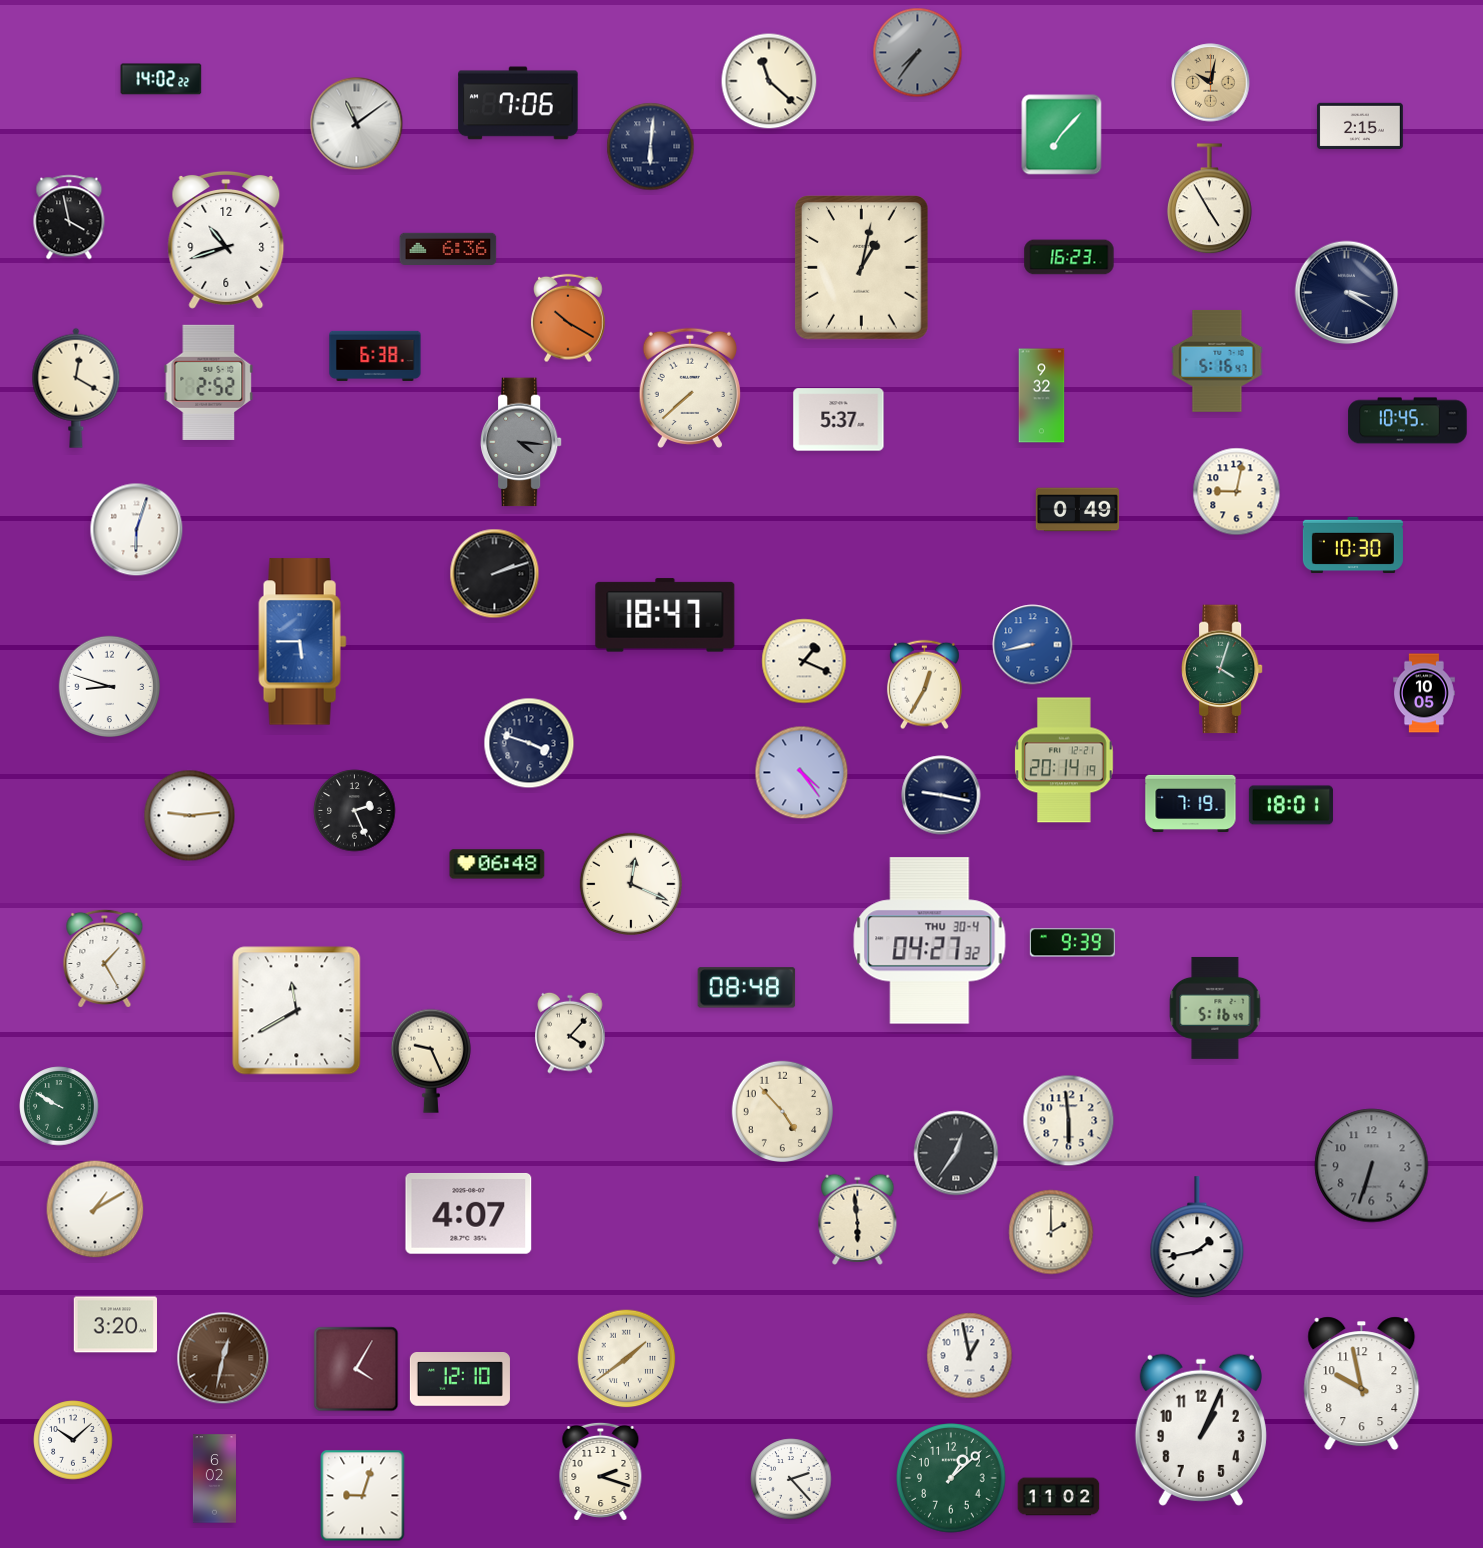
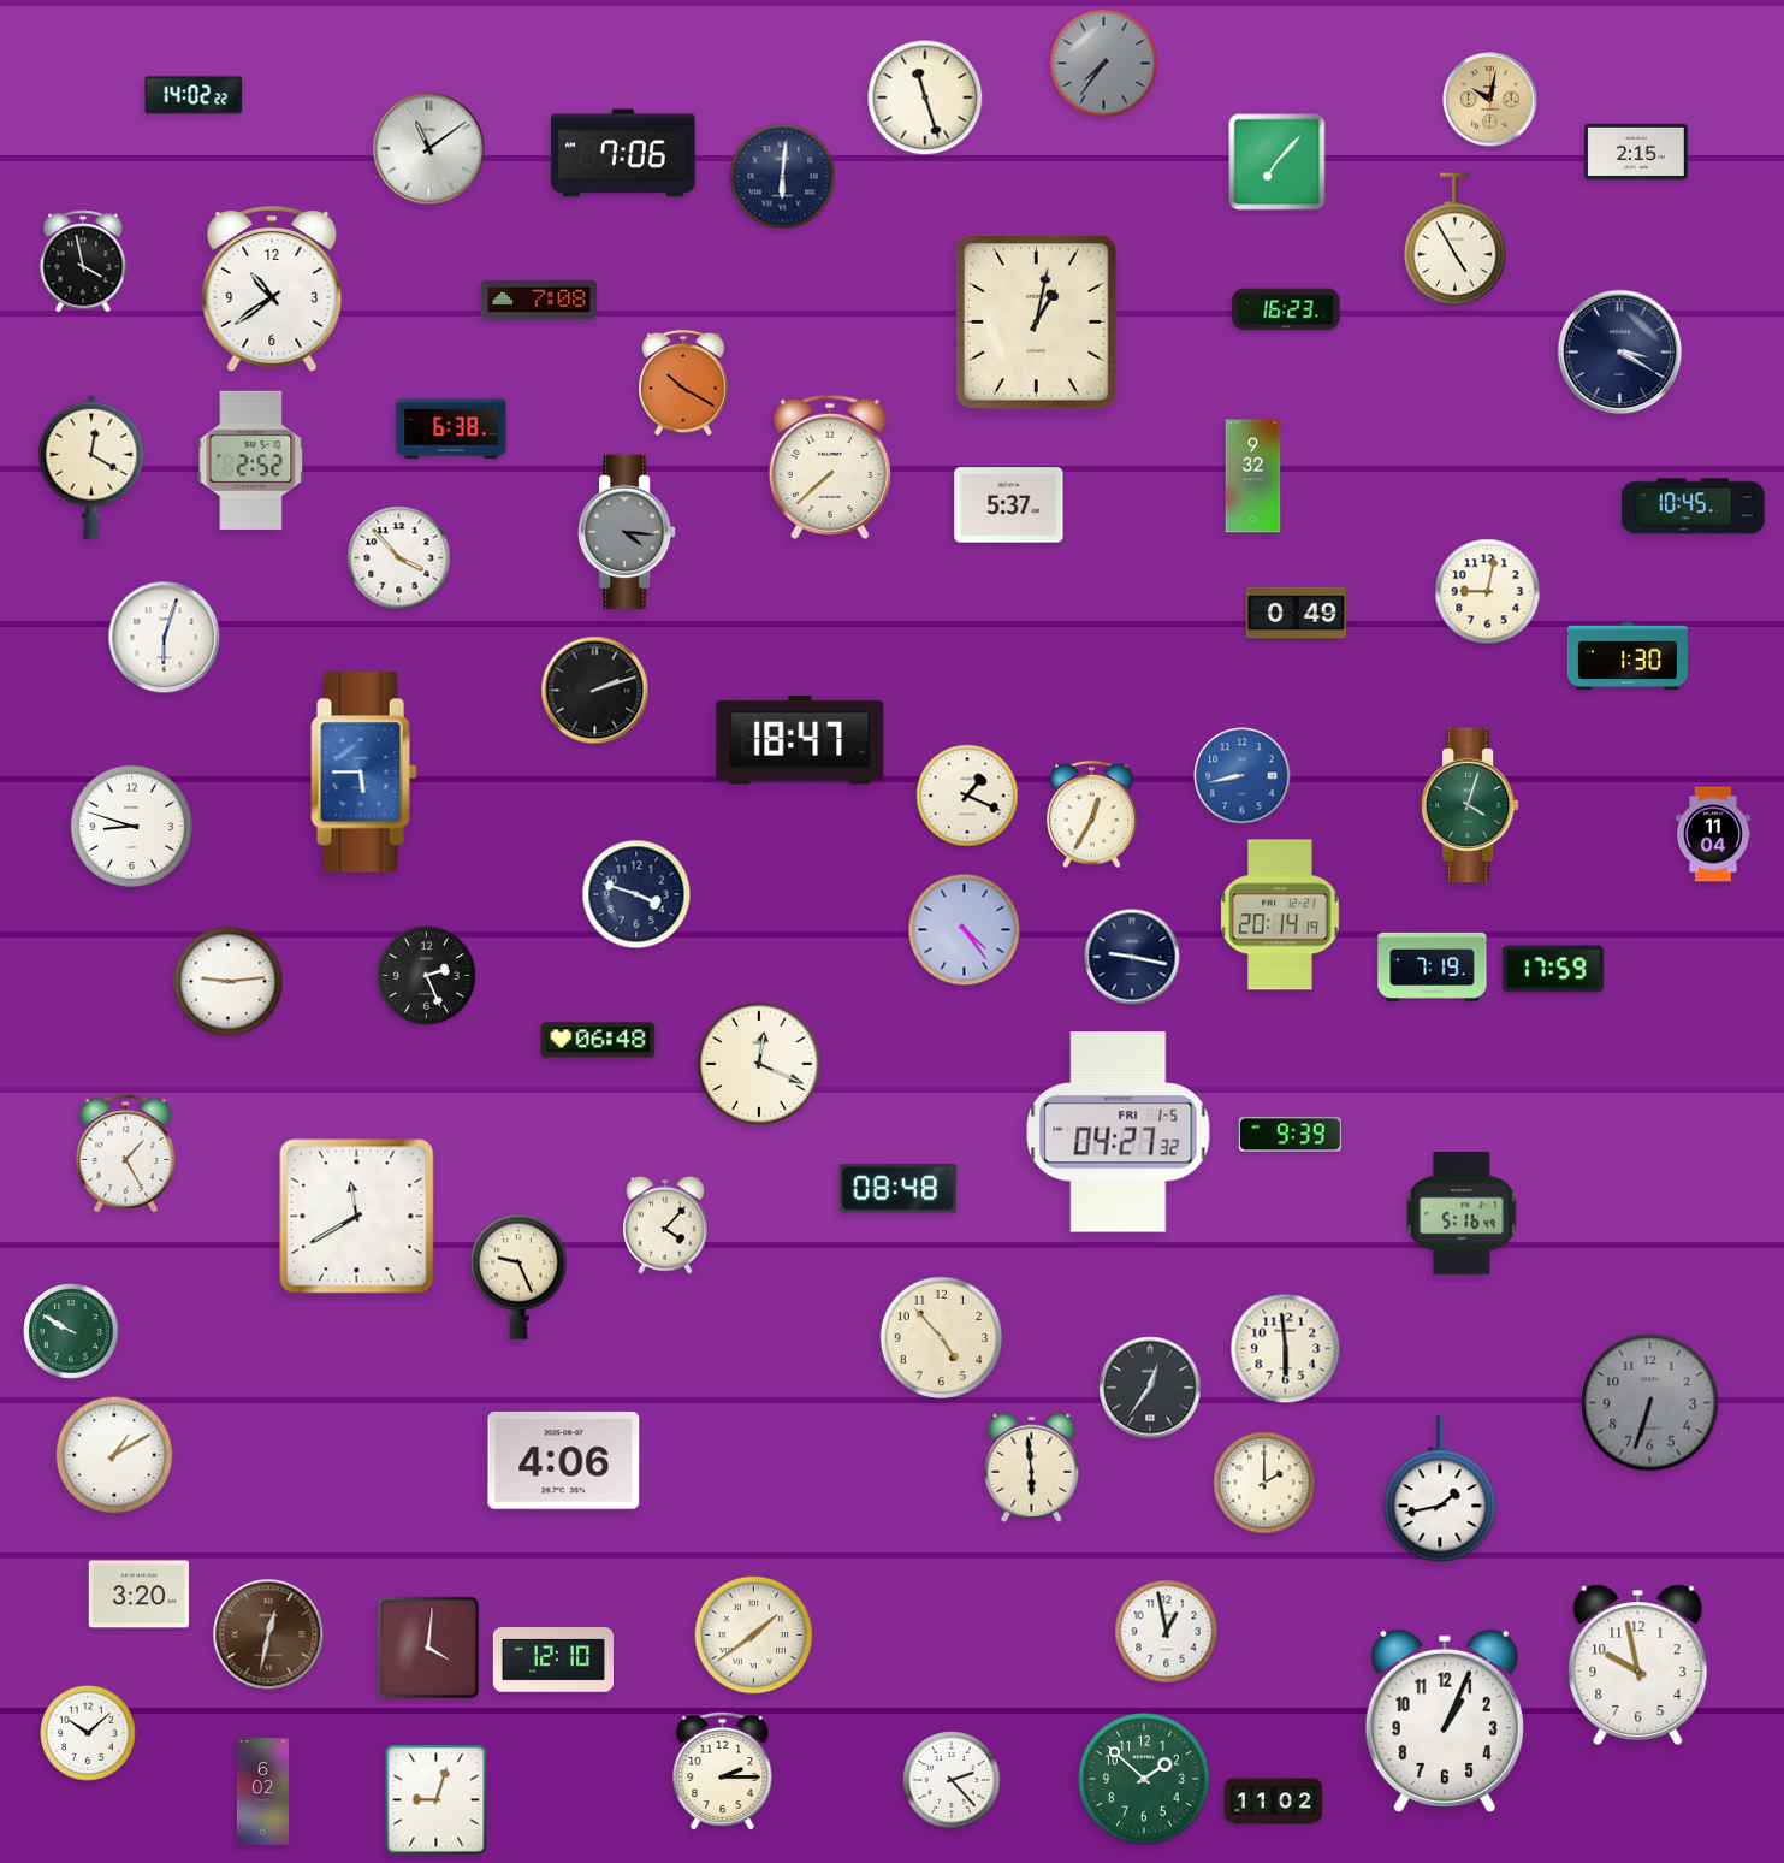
clock at (769, 81): 11:22 -> 11:27
clock at (1211, 83) position: (1211, 83) -> (1490, 100)
clock at (518, 103) position: (518, 103) -> (623, 153)
clock at (226, 240): 10:42 -> 10:39
clock at (448, 248): 6:36 -> 7:08
clock at (1217, 361): 5:16 -> none
clock at (399, 558): none -> 3:53
clock at (1353, 545): 10:30 -> 1:30
clock at (924, 685) position: (924, 685) -> (1091, 815)
clock at (1425, 693): 10:05 -> 11:04
clock at (1291, 805): 18:01 -> 17:59
clock at (930, 941) date: THU 30-4 -> FRI 1-5
clock at (570, 1033) position: (570, 1033) -> (665, 1225)
clock at (469, 1213): 4:07 -> 4:06
clock at (356, 1369): 4:05 -> 4:01
clock at (601, 1471): 2:18 -> 2:15
clock at (951, 1478): 1:08 -> 1:52
clock at (214, 1479) position: (214, 1479) -> (262, 1792)
